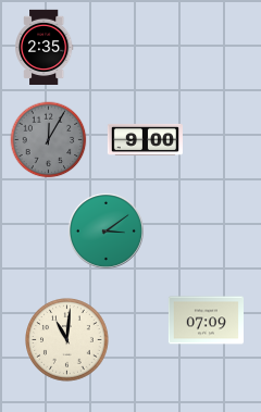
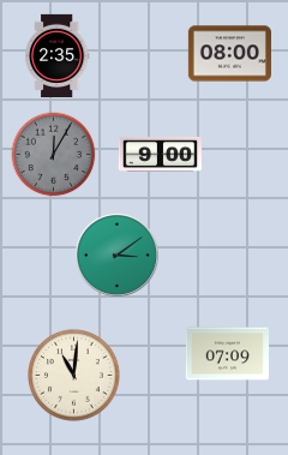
clock at (45, 47) position: (45, 47) -> (58, 55)
clock at (229, 54): none -> 08:00
